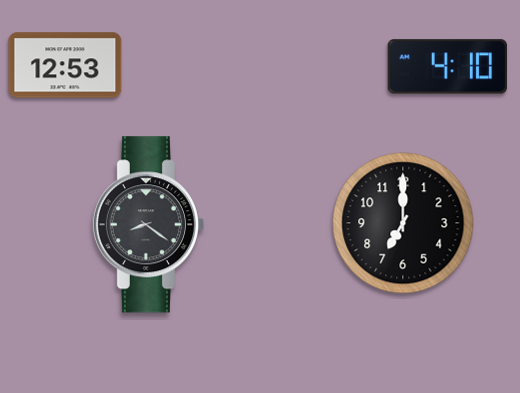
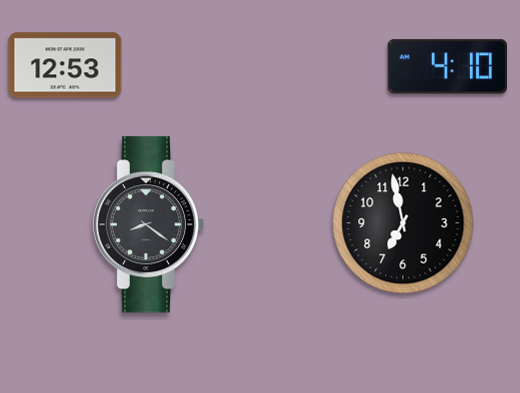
clock at (403, 223): 7:00 -> 6:58
